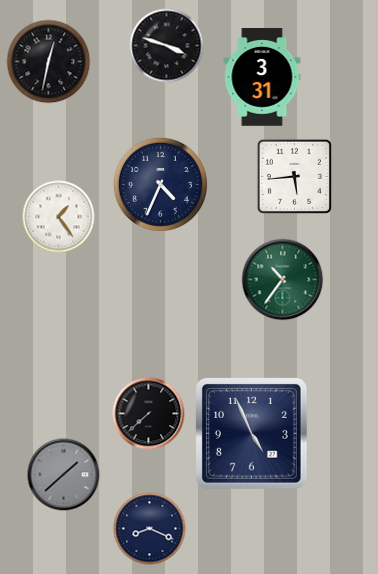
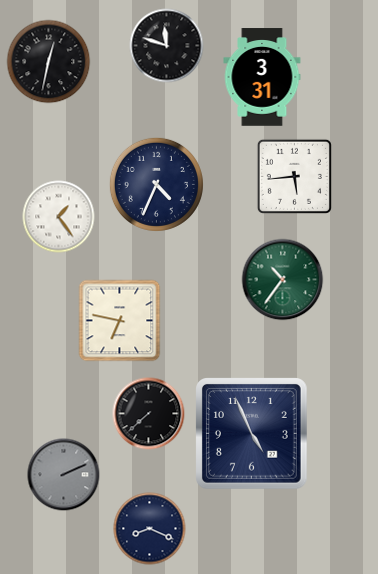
clock at (167, 46): 3:48 -> 11:48
clock at (160, 184) position: (160, 184) -> (156, 184)
clock at (120, 321): none -> 6:47
clock at (64, 475): 1:38 -> 2:11
